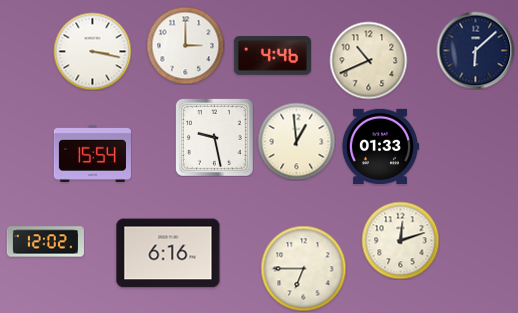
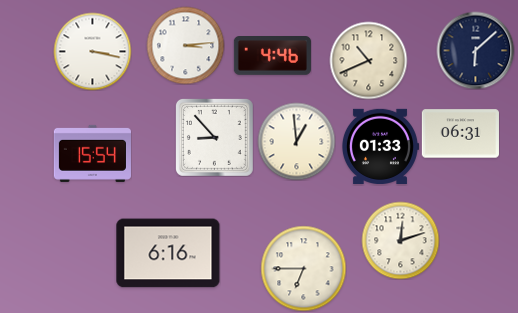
clock at (185, 45): 3:00 -> 3:14
clock at (460, 134): none -> 06:31
clock at (214, 137): 9:28 -> 8:53
clock at (45, 242): 12:02 -> none
